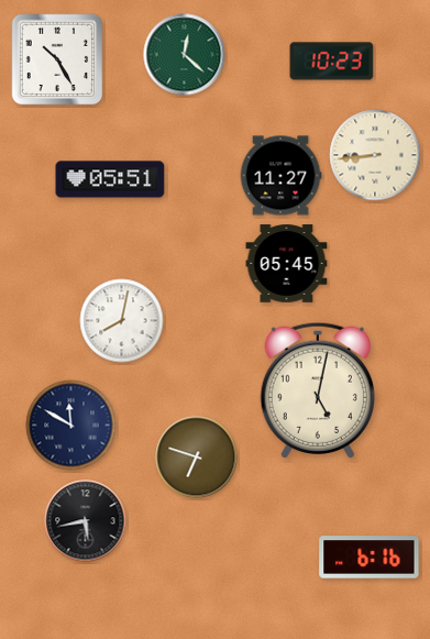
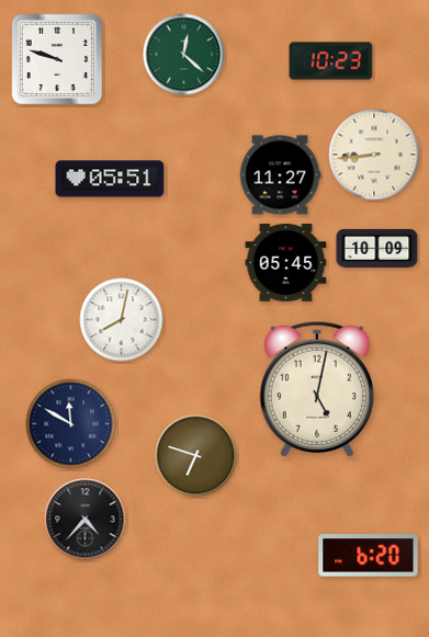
clock at (57, 59): 10:25 -> 9:48
clock at (377, 248): none -> 10:09
clock at (86, 521): 5:43 -> 4:37
clock at (370, 558): 6:16 -> 6:20
